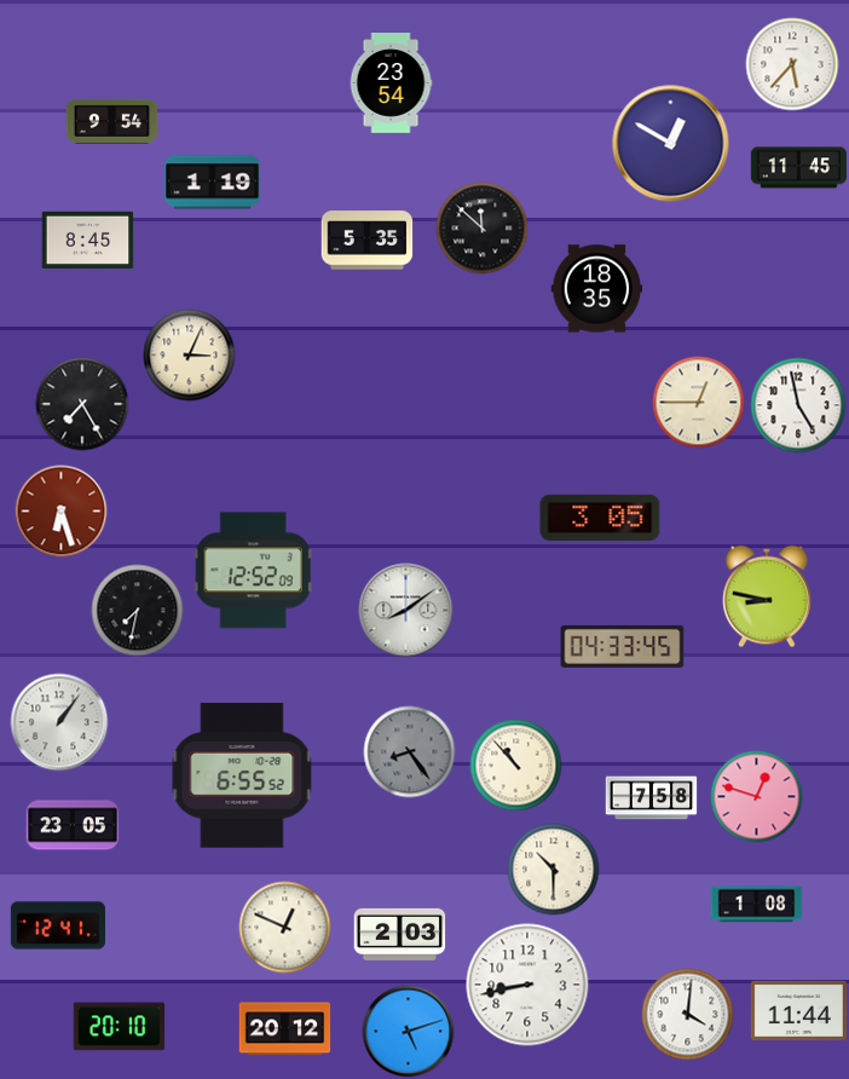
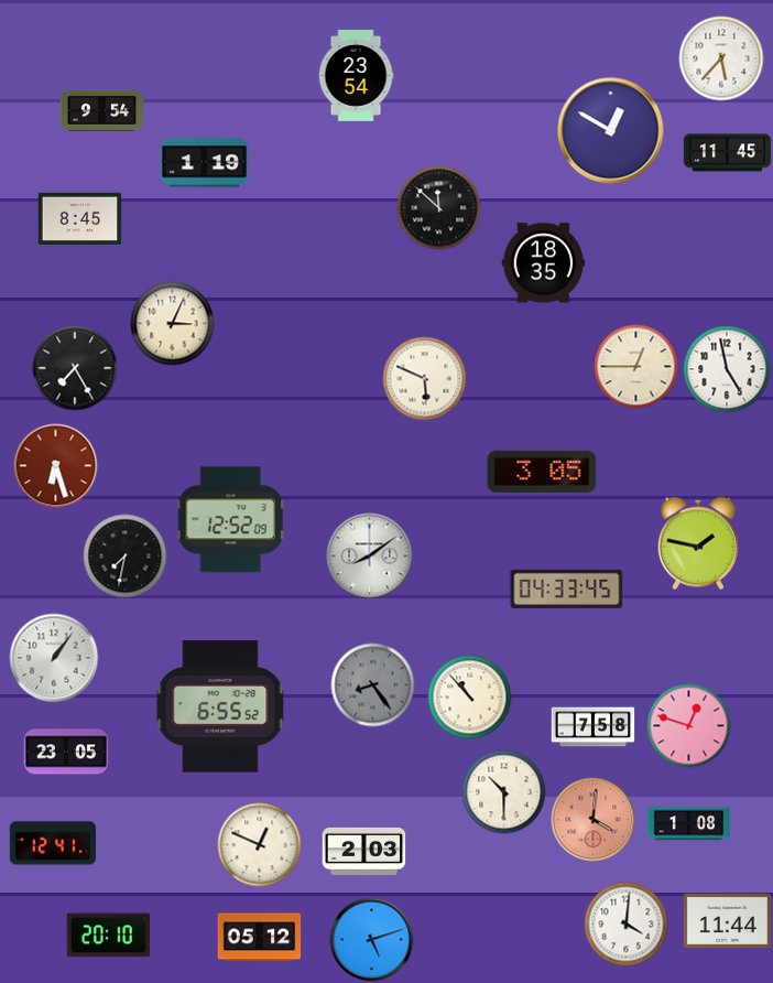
clock at (212, 183) position: (212, 183) -> (204, 163)
clock at (368, 241): 5:35 -> none
clock at (425, 379): none -> 5:49
clock at (600, 518) position: (600, 518) -> (542, 472)
clock at (768, 596): 8:47 -> 1:47
clock at (594, 820): none -> 4:01
clock at (527, 985): 8:43 -> none
clock at (285, 1029): 20:12 -> 05:12
